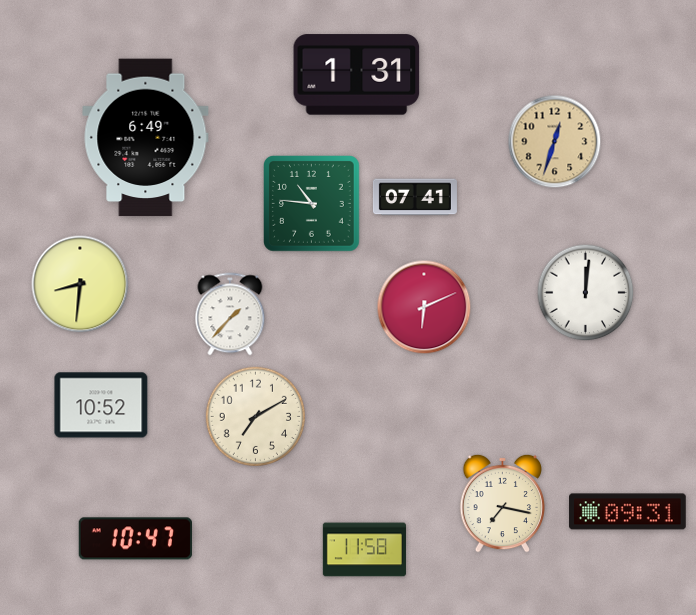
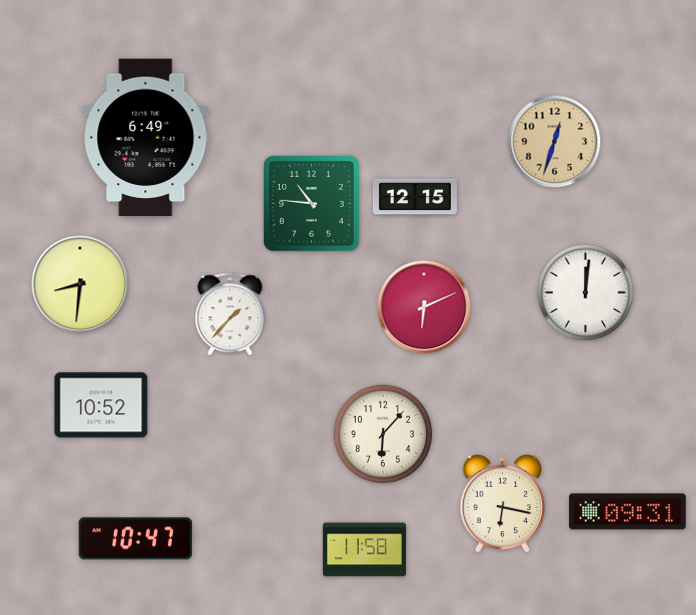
clock at (357, 75): 1:31 -> none
clock at (415, 197): 07:41 -> 12:15
clock at (255, 416): 7:10 -> none
clock at (383, 434): none -> 6:07
clock at (502, 503): 7:17 -> 6:17
